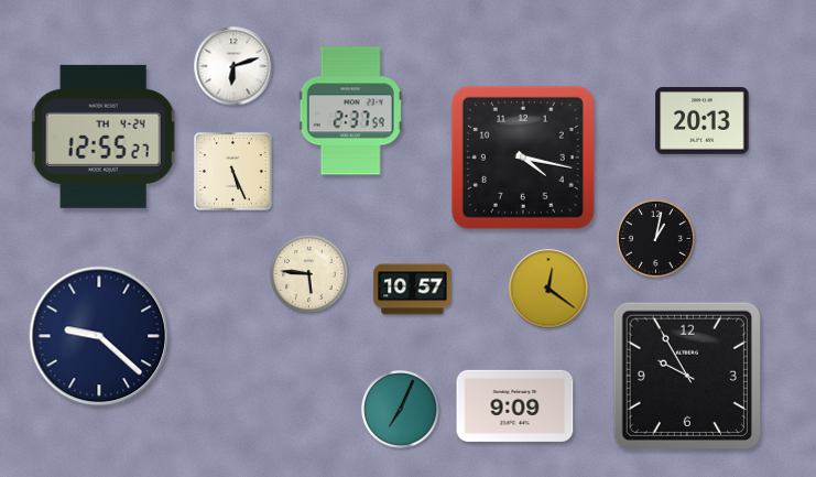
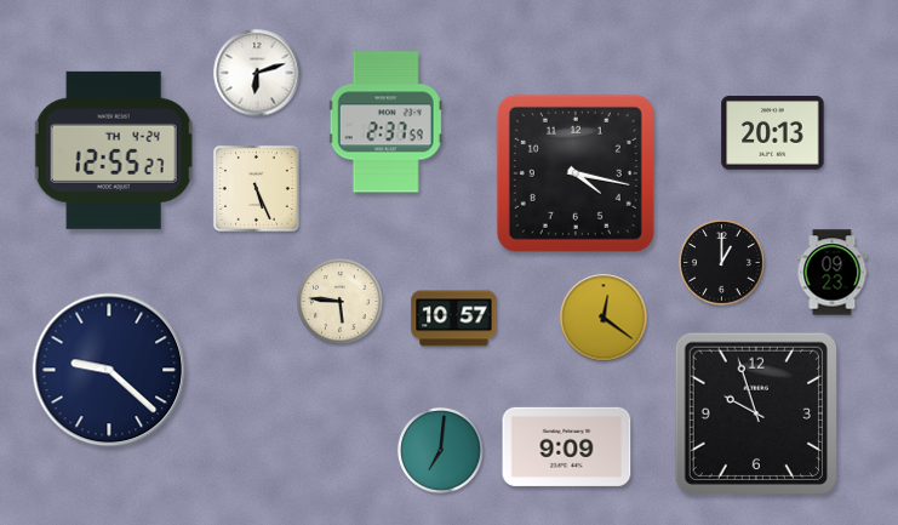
clock at (656, 239): 1:02 -> 1:00
clock at (833, 273): none -> 09:23
clock at (687, 376): 9:55 -> 9:57
clock at (401, 410): 7:04 -> 7:01
